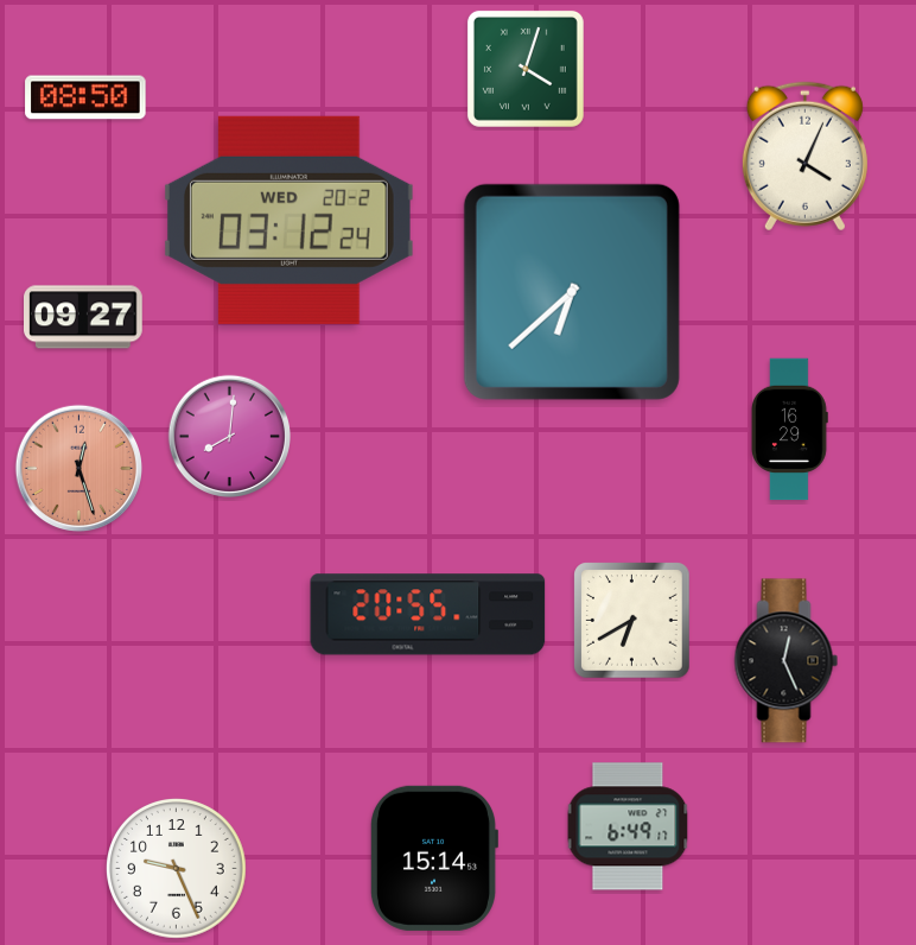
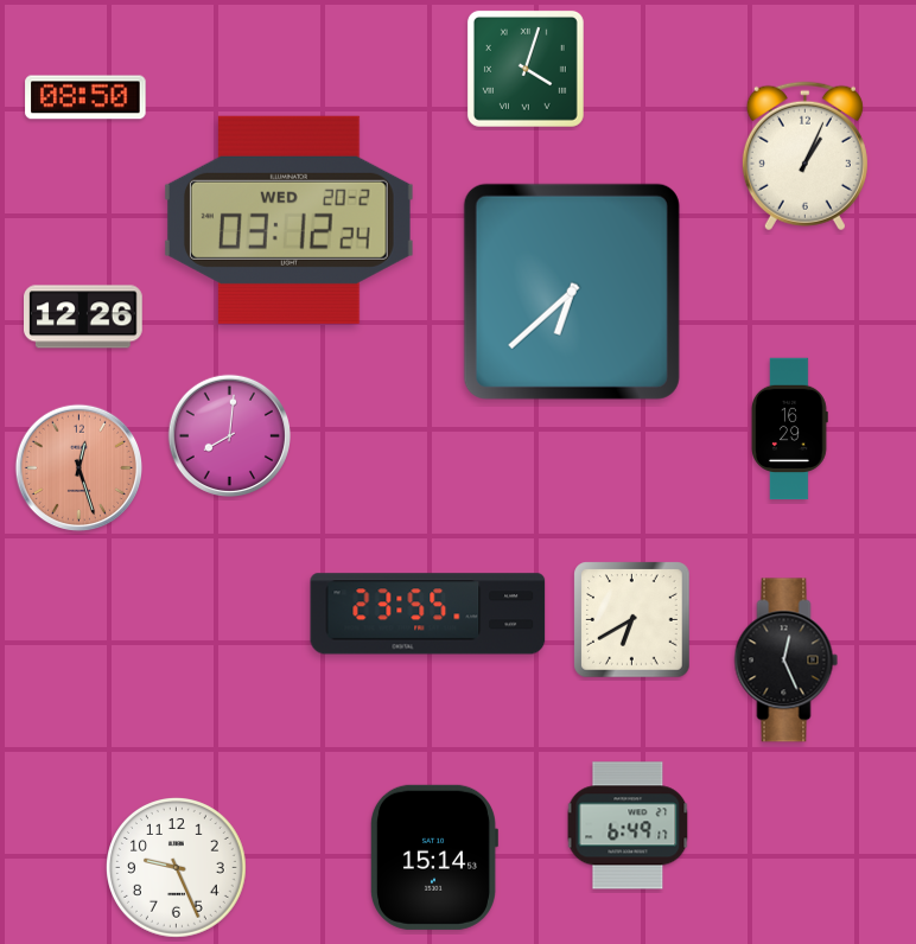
clock at (804, 157): 4:04 -> 1:04
clock at (84, 317): 09:27 -> 12:26
clock at (428, 615): 20:55 -> 23:55
